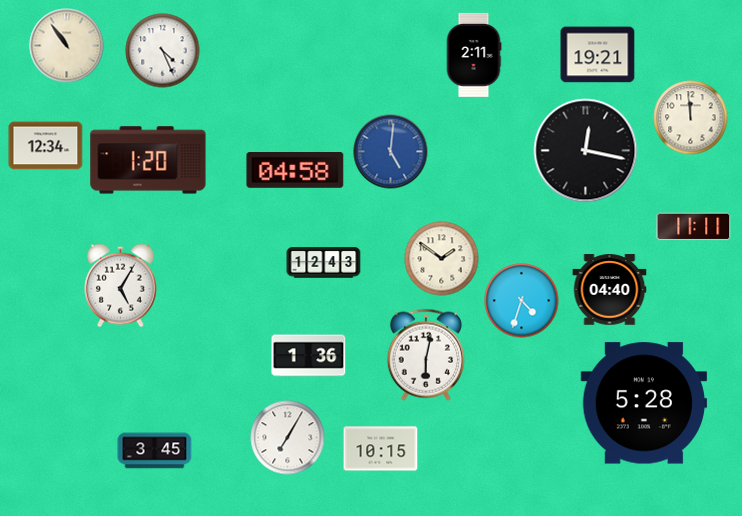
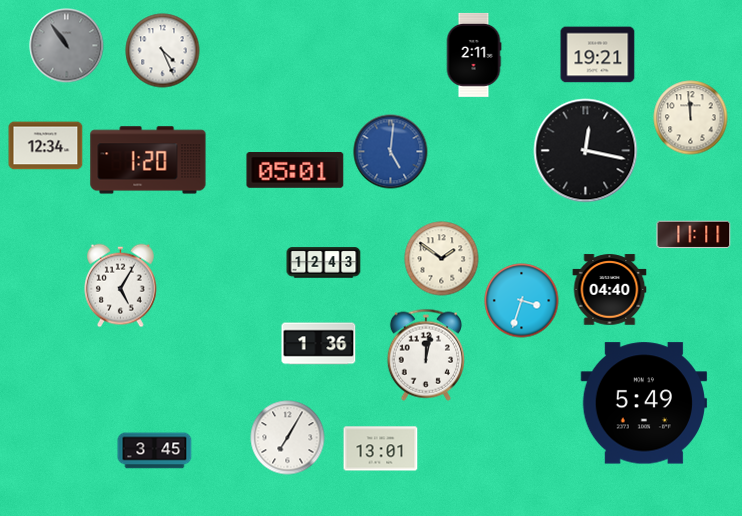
clock at (67, 46) dial: cream -> grey
clock at (295, 171): 04:58 -> 05:01
clock at (694, 227) position: (694, 227) -> (694, 235)
clock at (522, 301): 4:33 -> 3:33
clock at (426, 355): 6:02 -> 12:02
clock at (309, 356) position: (309, 356) -> (319, 344)
clock at (644, 403): 5:28 -> 5:49
clock at (381, 449): 10:15 -> 13:01
